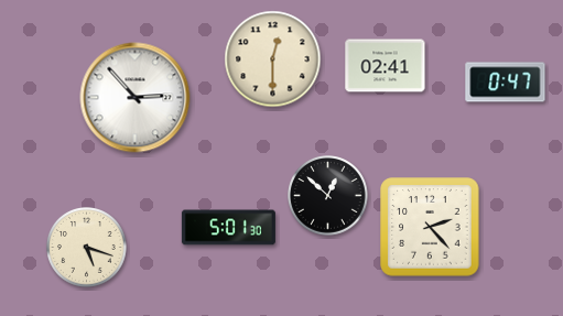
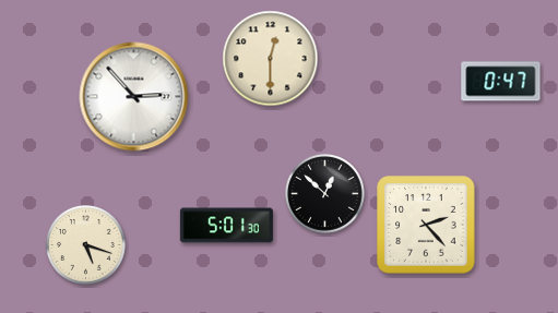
clock at (386, 66): 02:41 -> none
